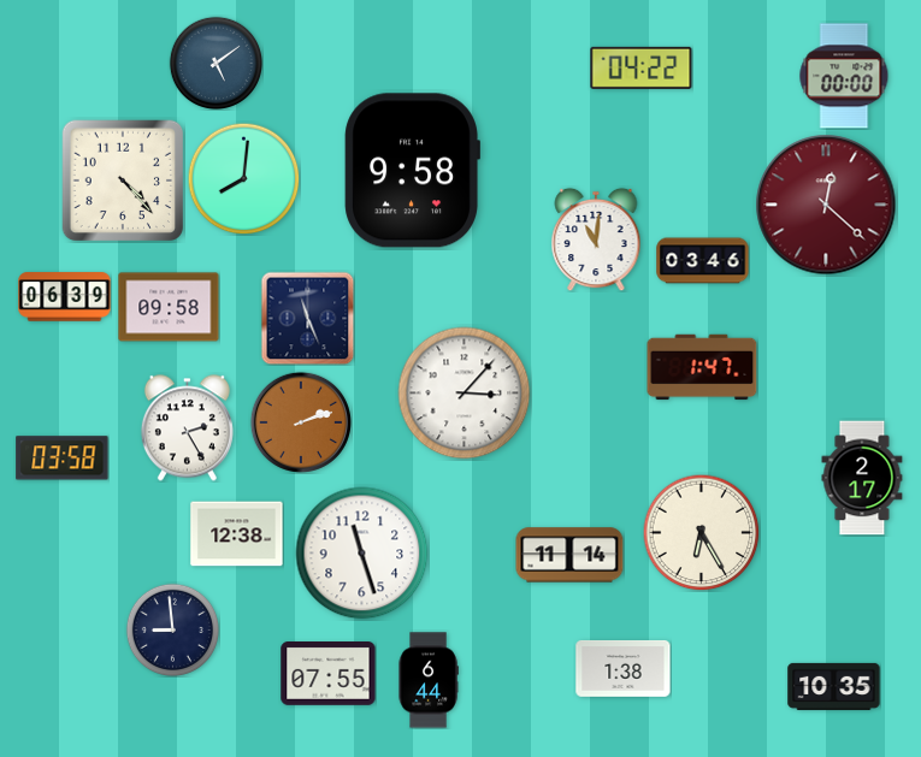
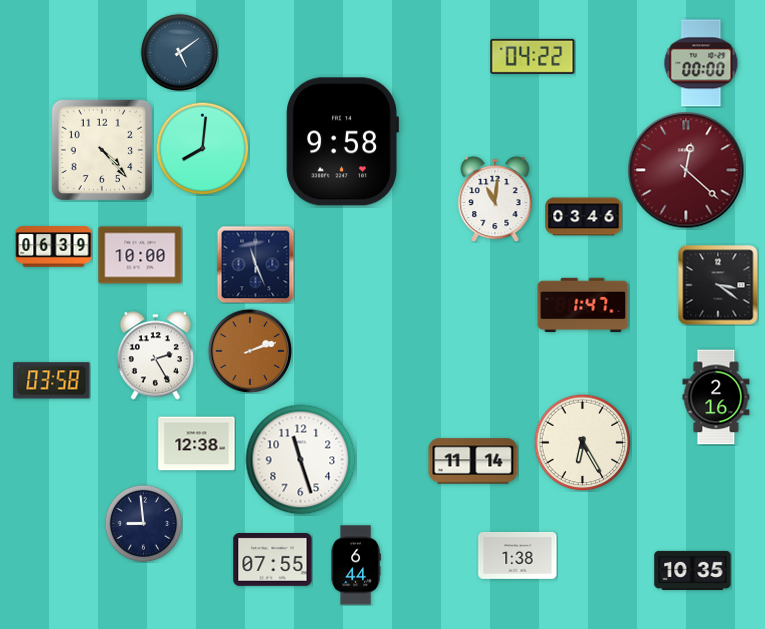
clock at (169, 307): 09:58 -> 10:00
clock at (718, 285): none -> 3:21
clock at (465, 394): 3:07 -> none
clock at (862, 478): 2:17 -> 2:16
